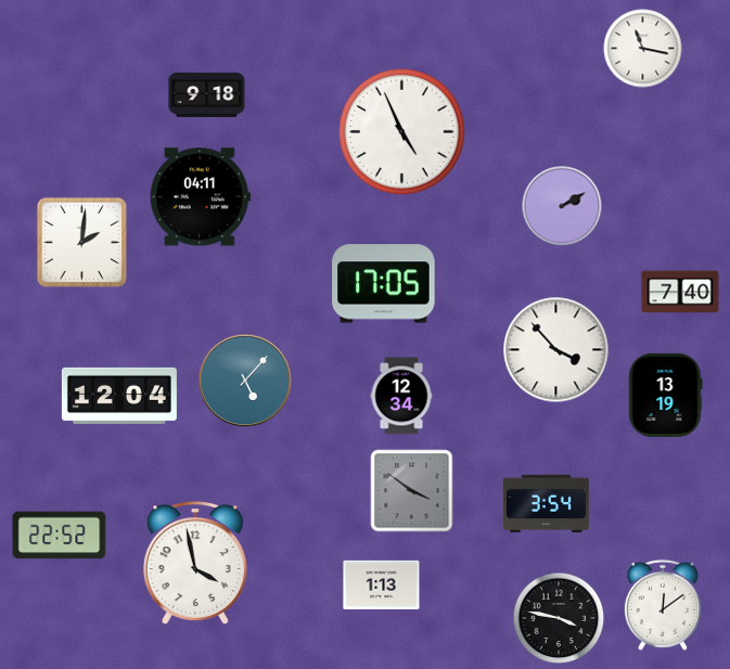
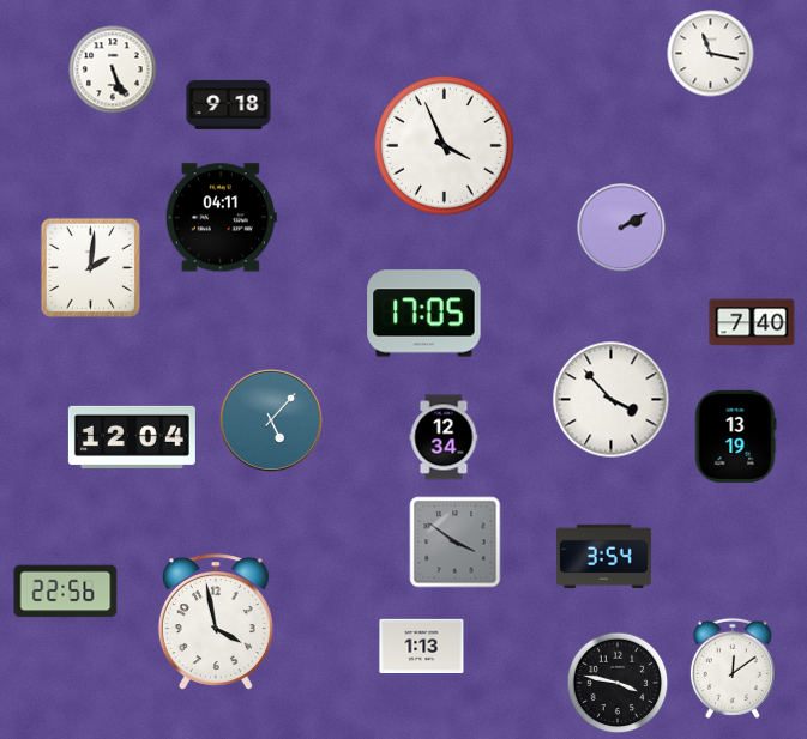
clock at (113, 69): none -> 5:26
clock at (401, 131): 4:56 -> 3:56
clock at (556, 350) position: (556, 350) -> (612, 400)
clock at (60, 536): 22:52 -> 22:56
